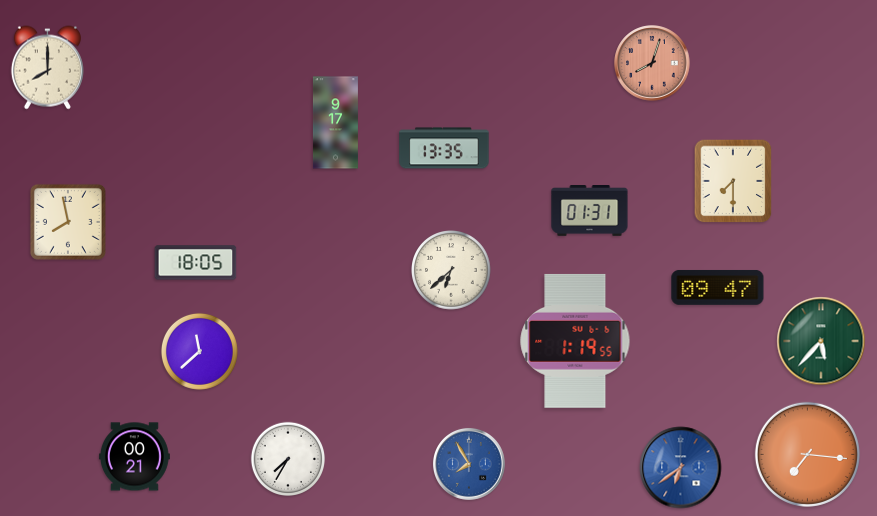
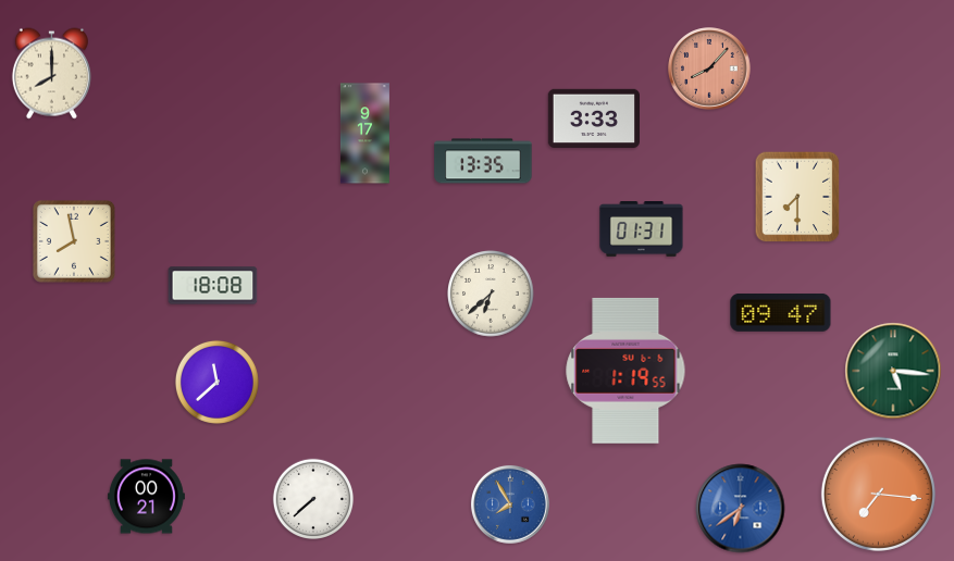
clock at (652, 63): 8:03 -> 8:07
clock at (593, 119): none -> 3:33
clock at (196, 263): 18:05 -> 18:08
clock at (821, 341): 5:37 -> 5:16
clock at (287, 458): 7:35 -> 7:38
